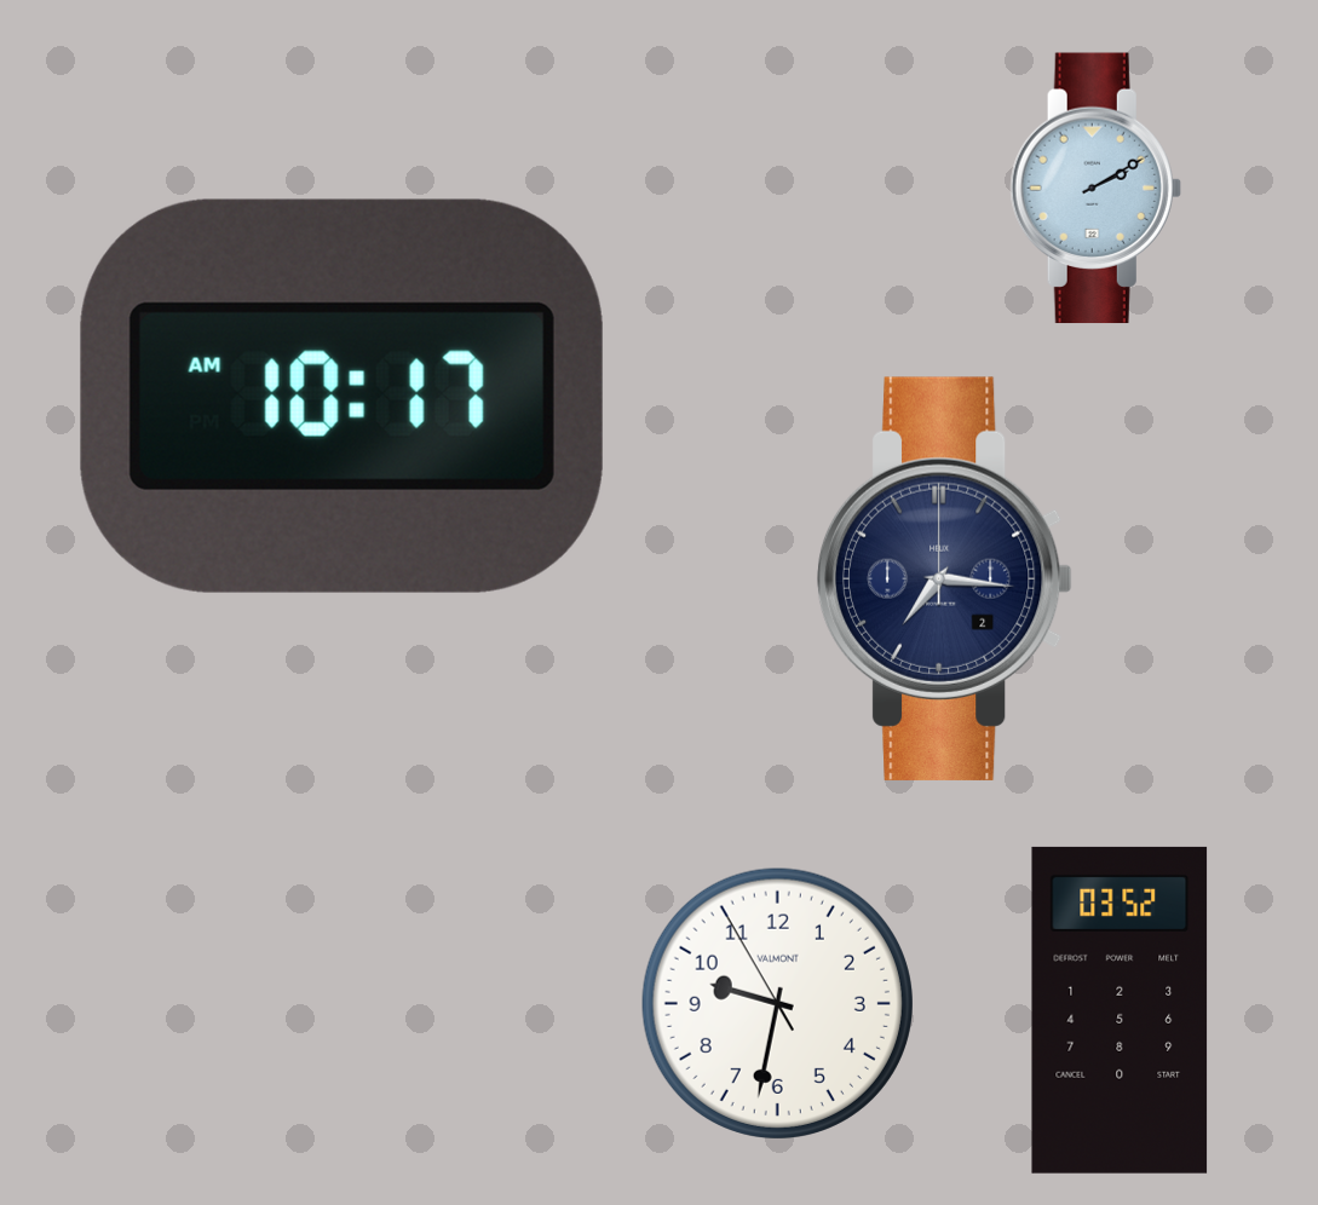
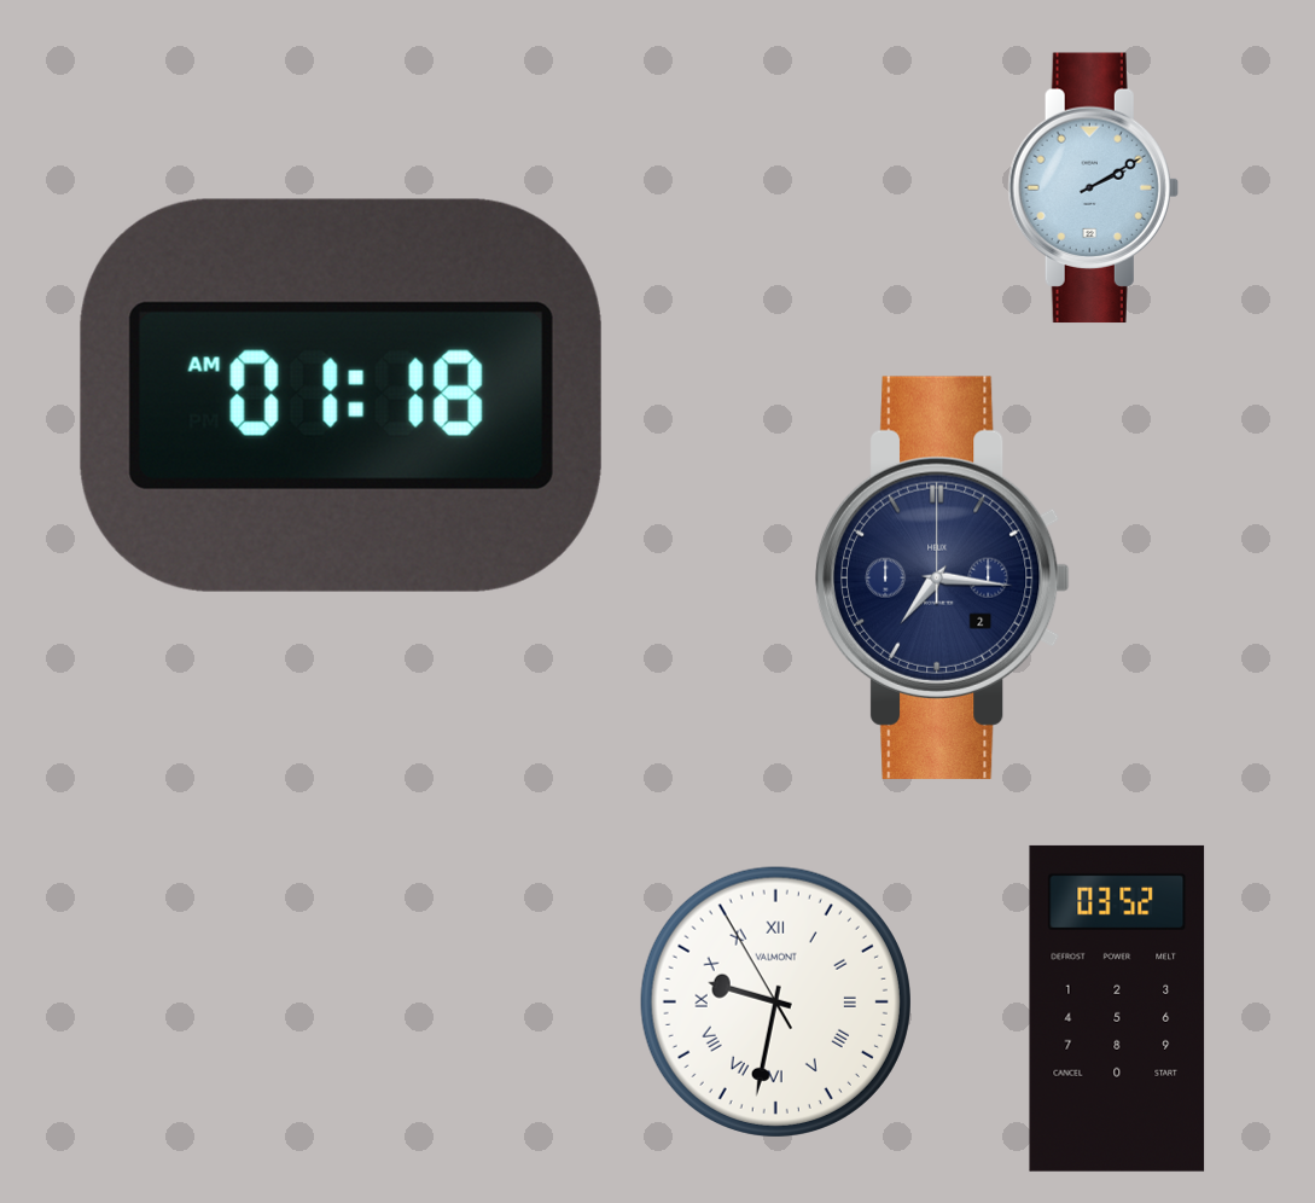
clock at (341, 396): 10:17 -> 01:18
clock at (777, 1003) numerals: Arabic -> Roman
